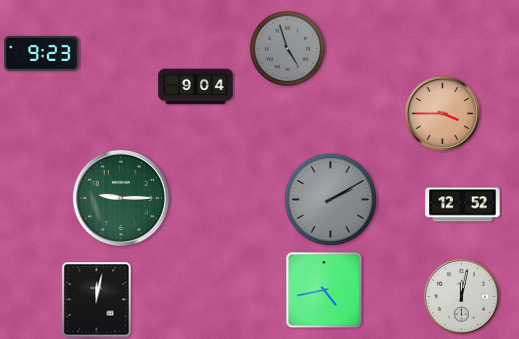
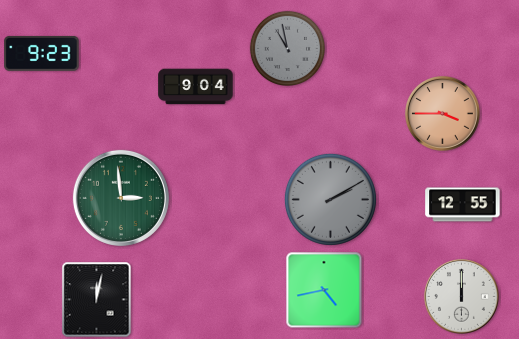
clock at (287, 48): 4:57 -> 10:58
clock at (121, 198): 9:15 -> 2:59
clock at (463, 205): 12:52 -> 12:55
clock at (462, 297): 12:02 -> 12:00
